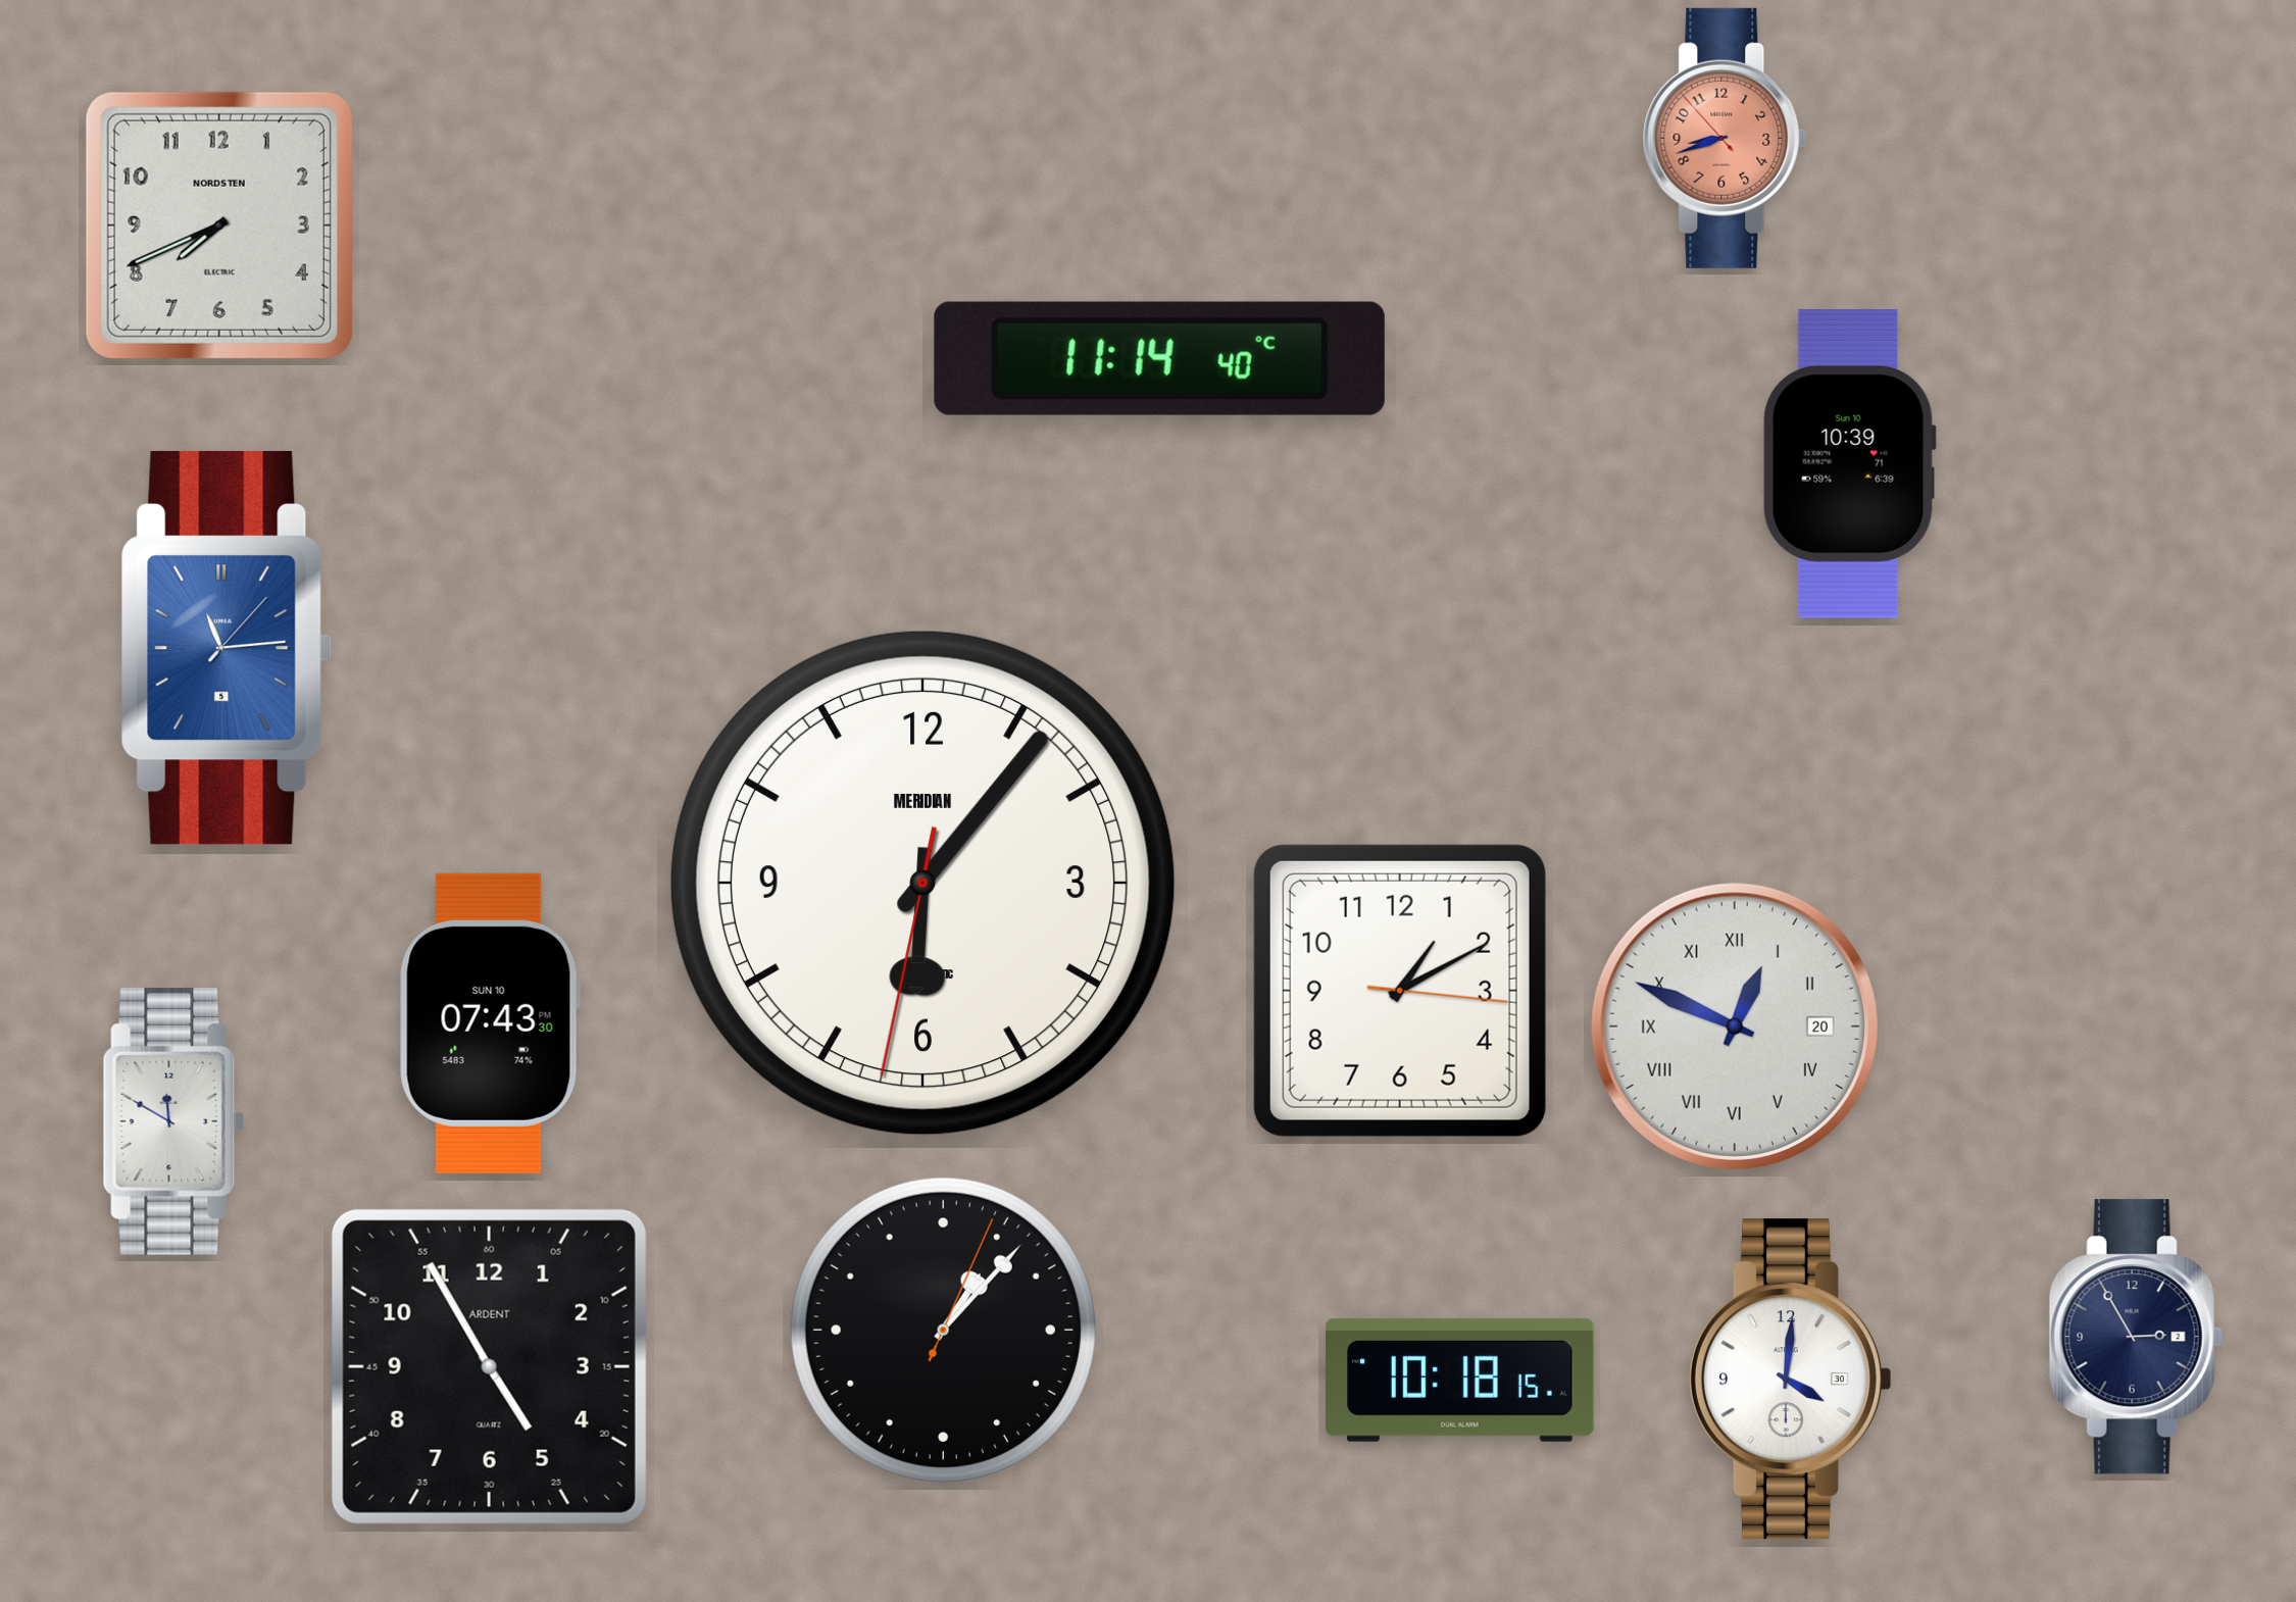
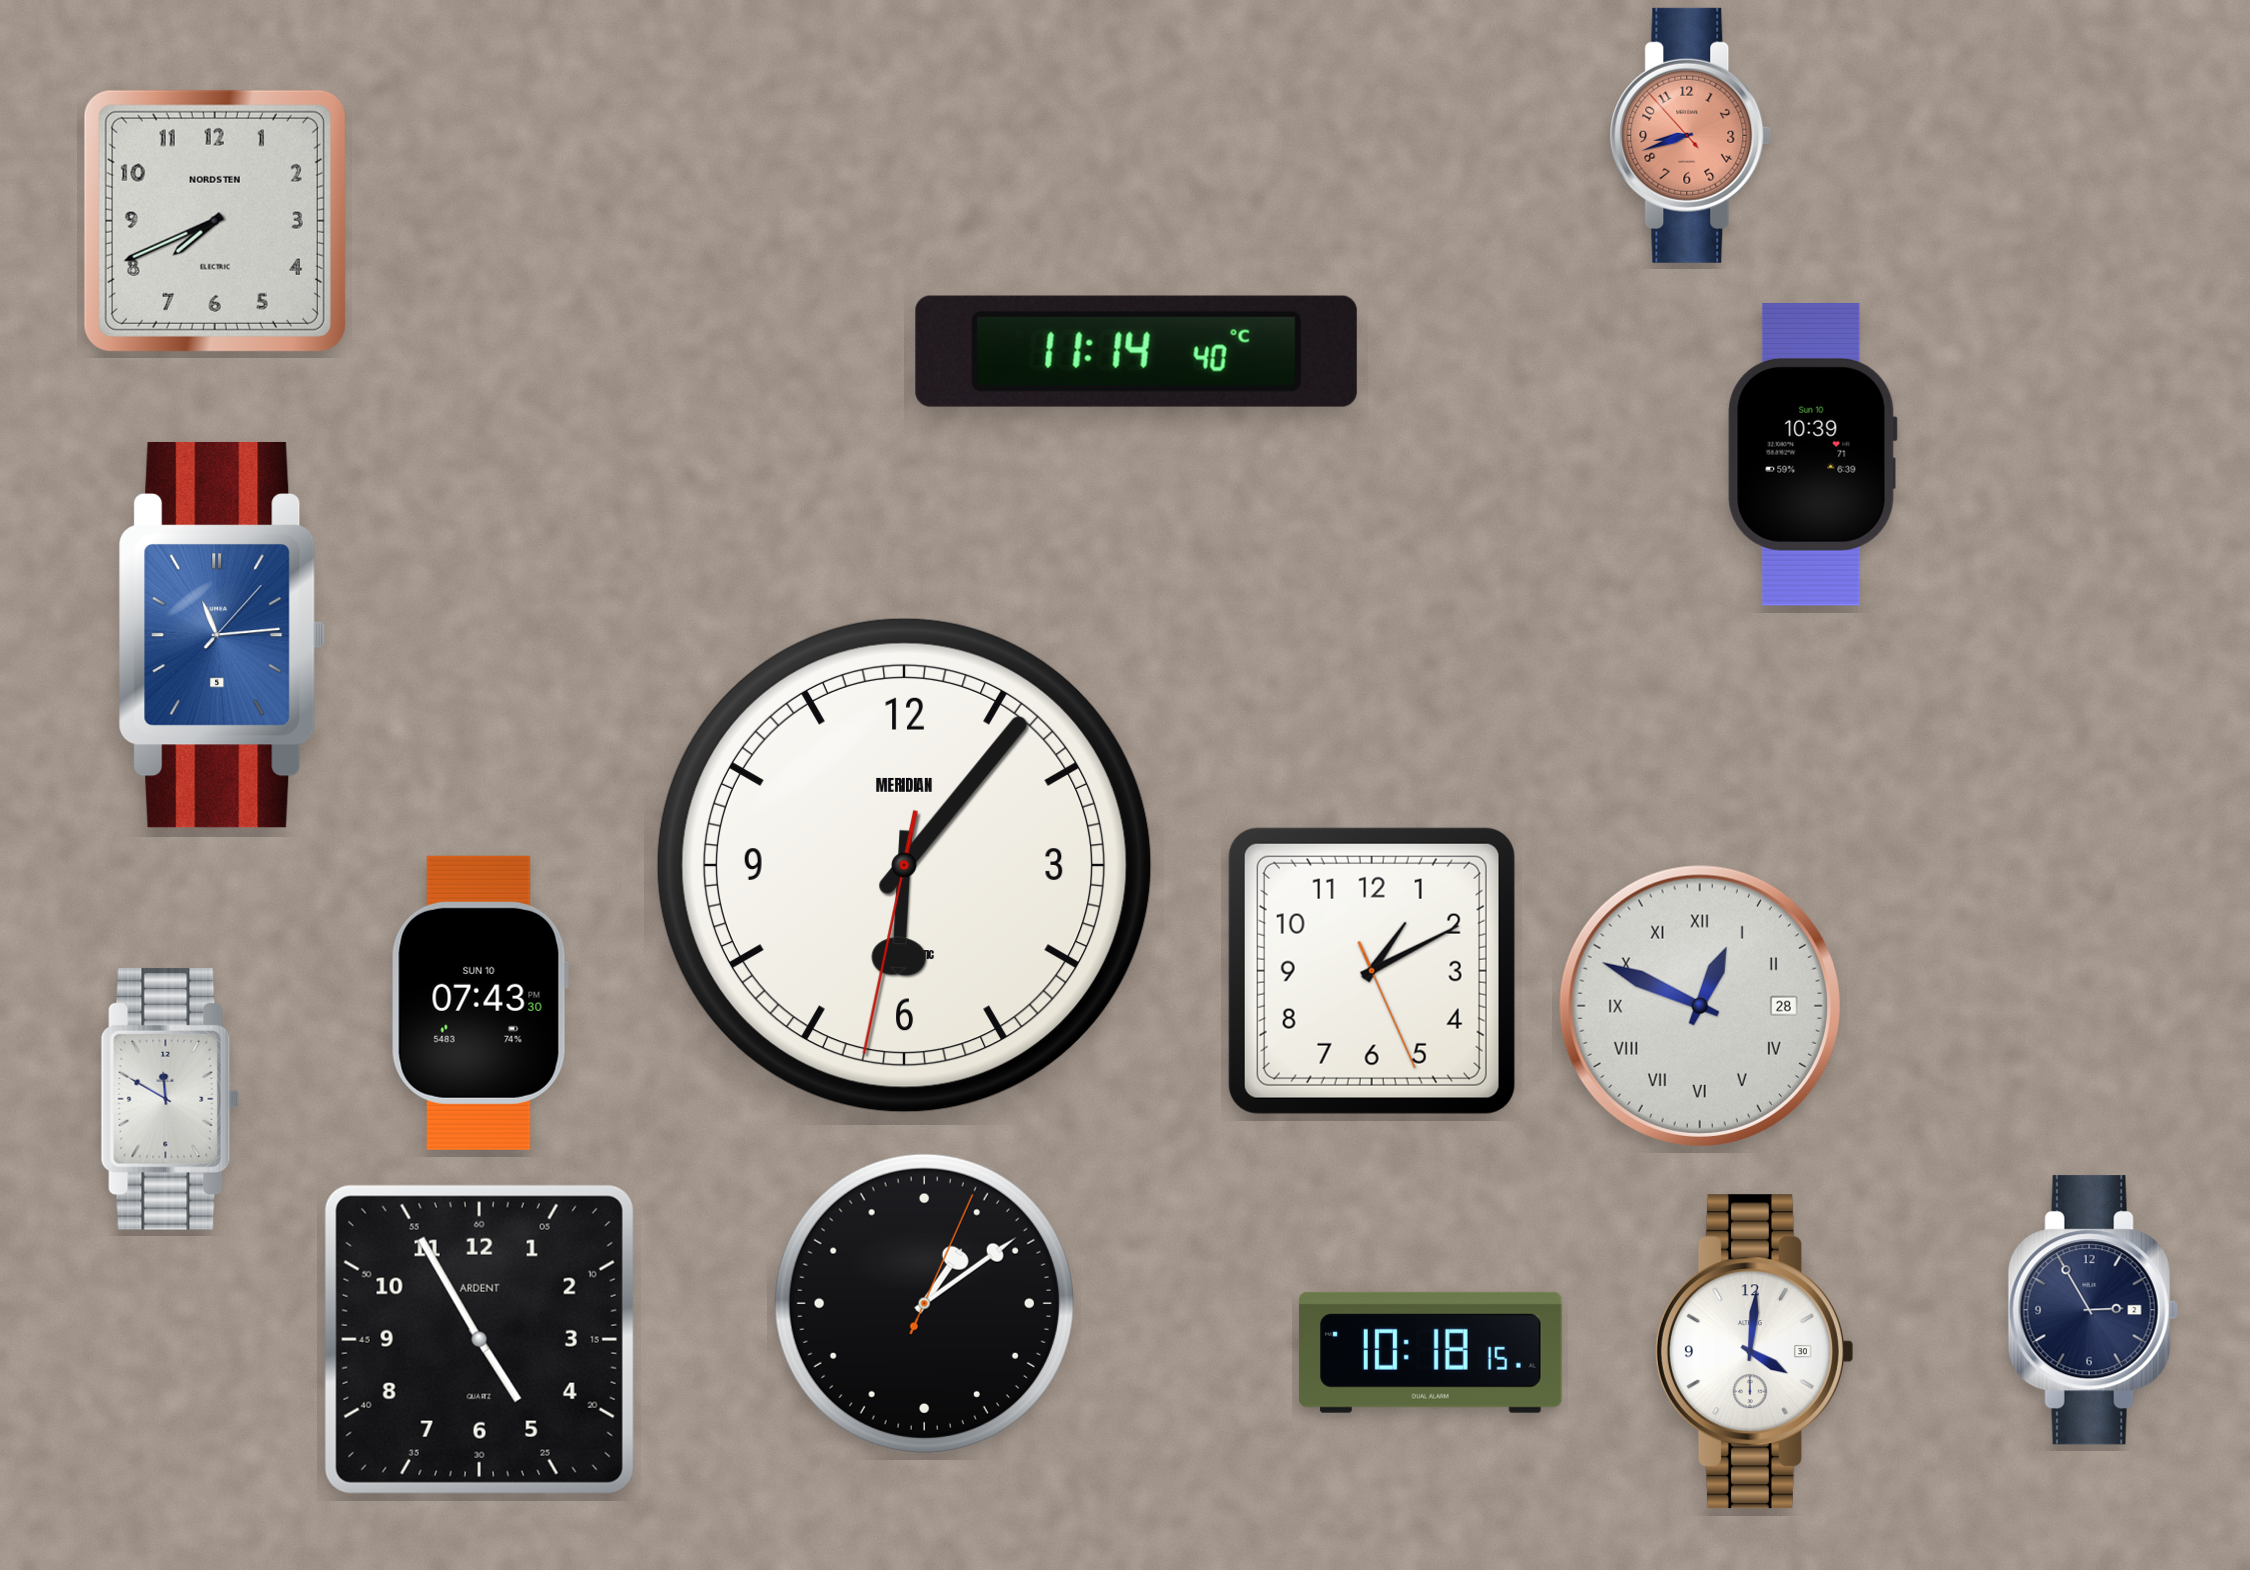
clock at (1400, 991): 1:10:16 -> 1:10:26
clock at (1735, 1027) date: 20 -> 28
clock at (943, 1330): 1:07 -> 1:09
